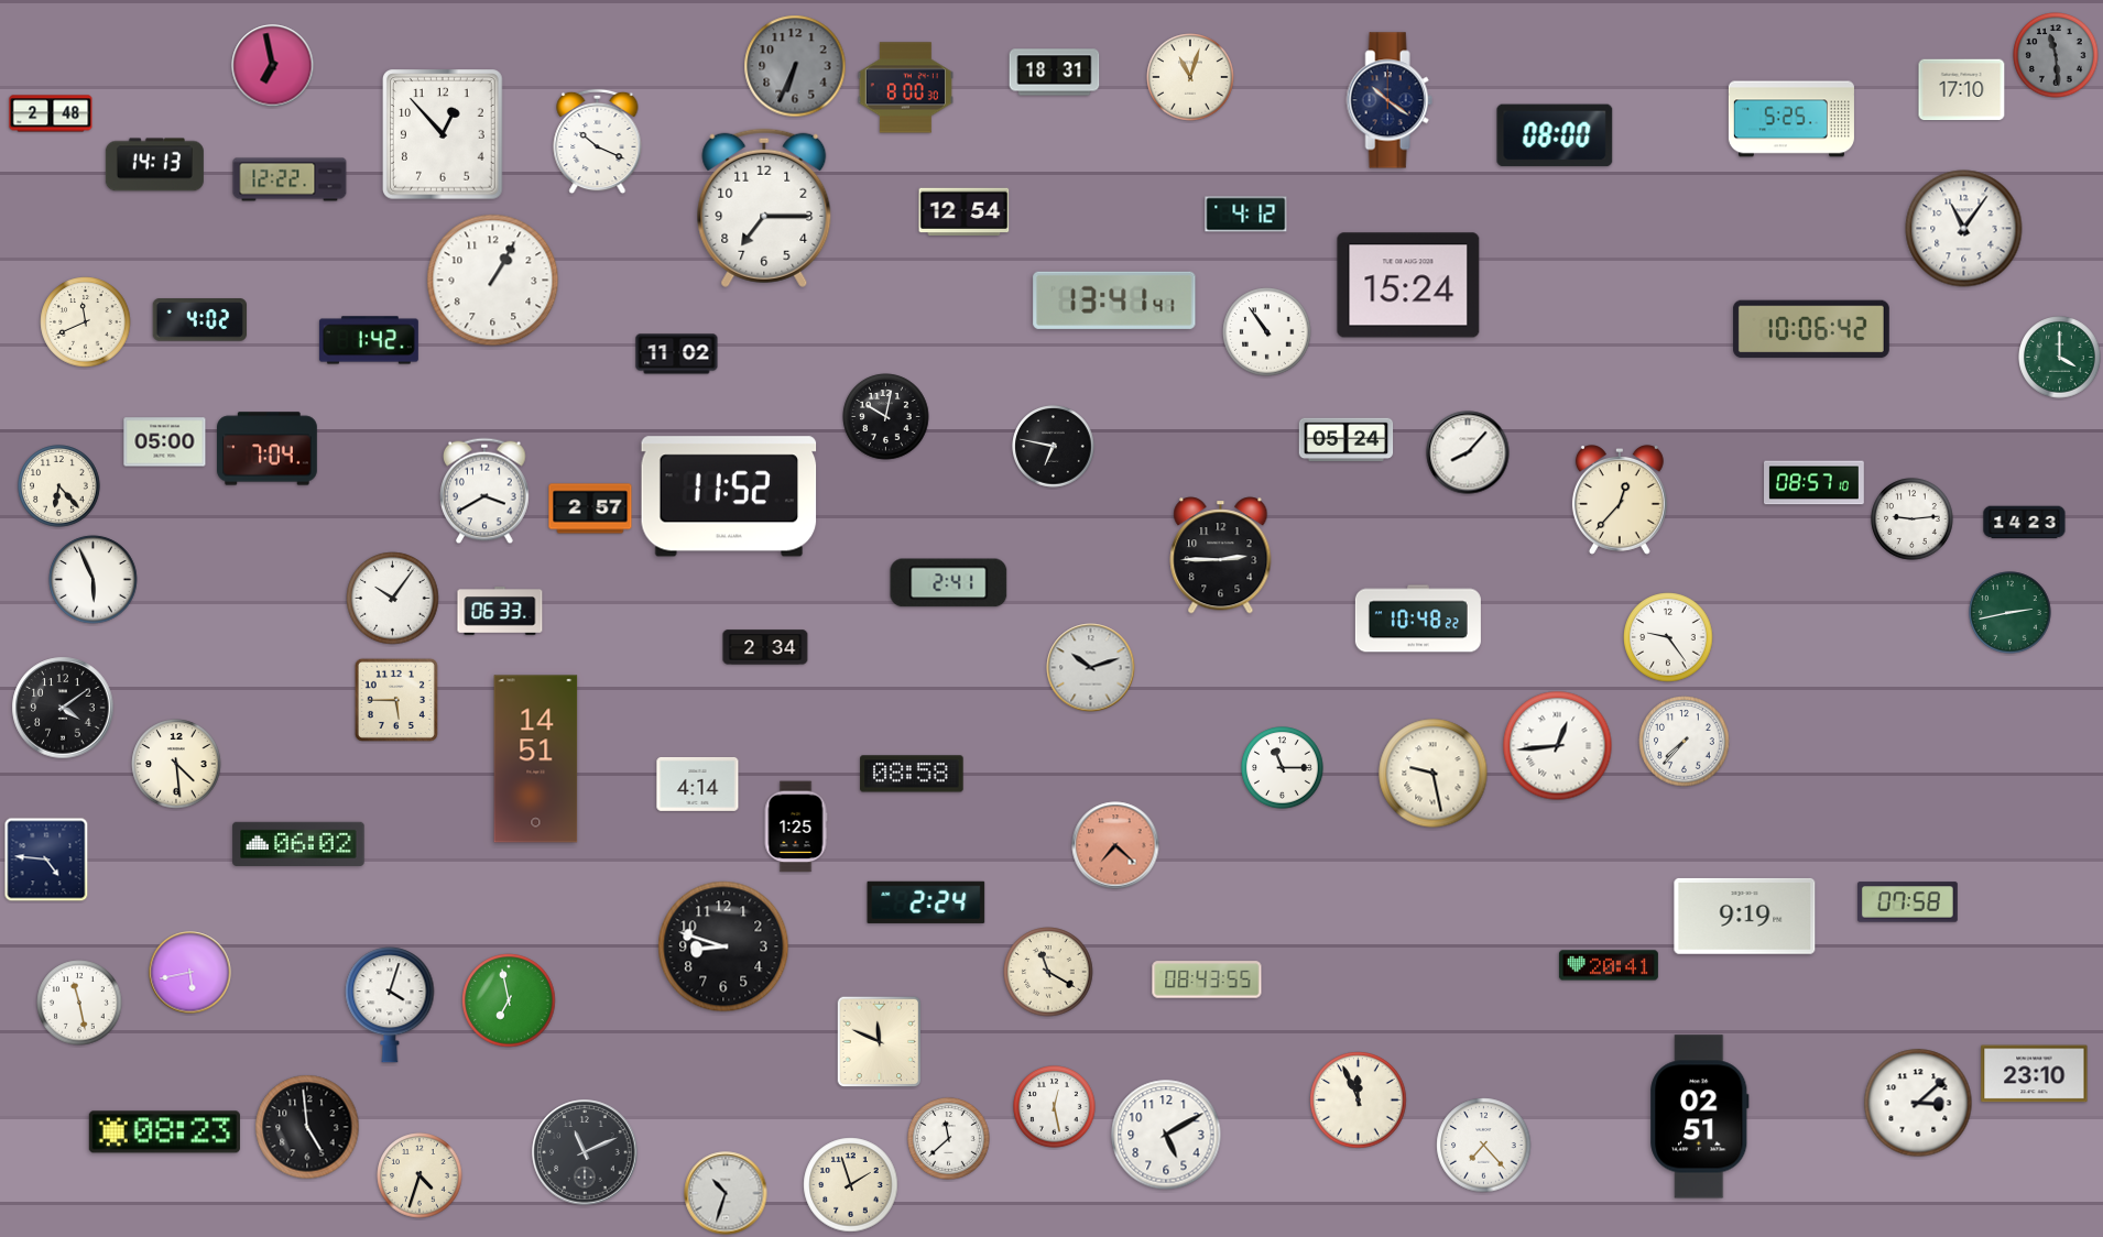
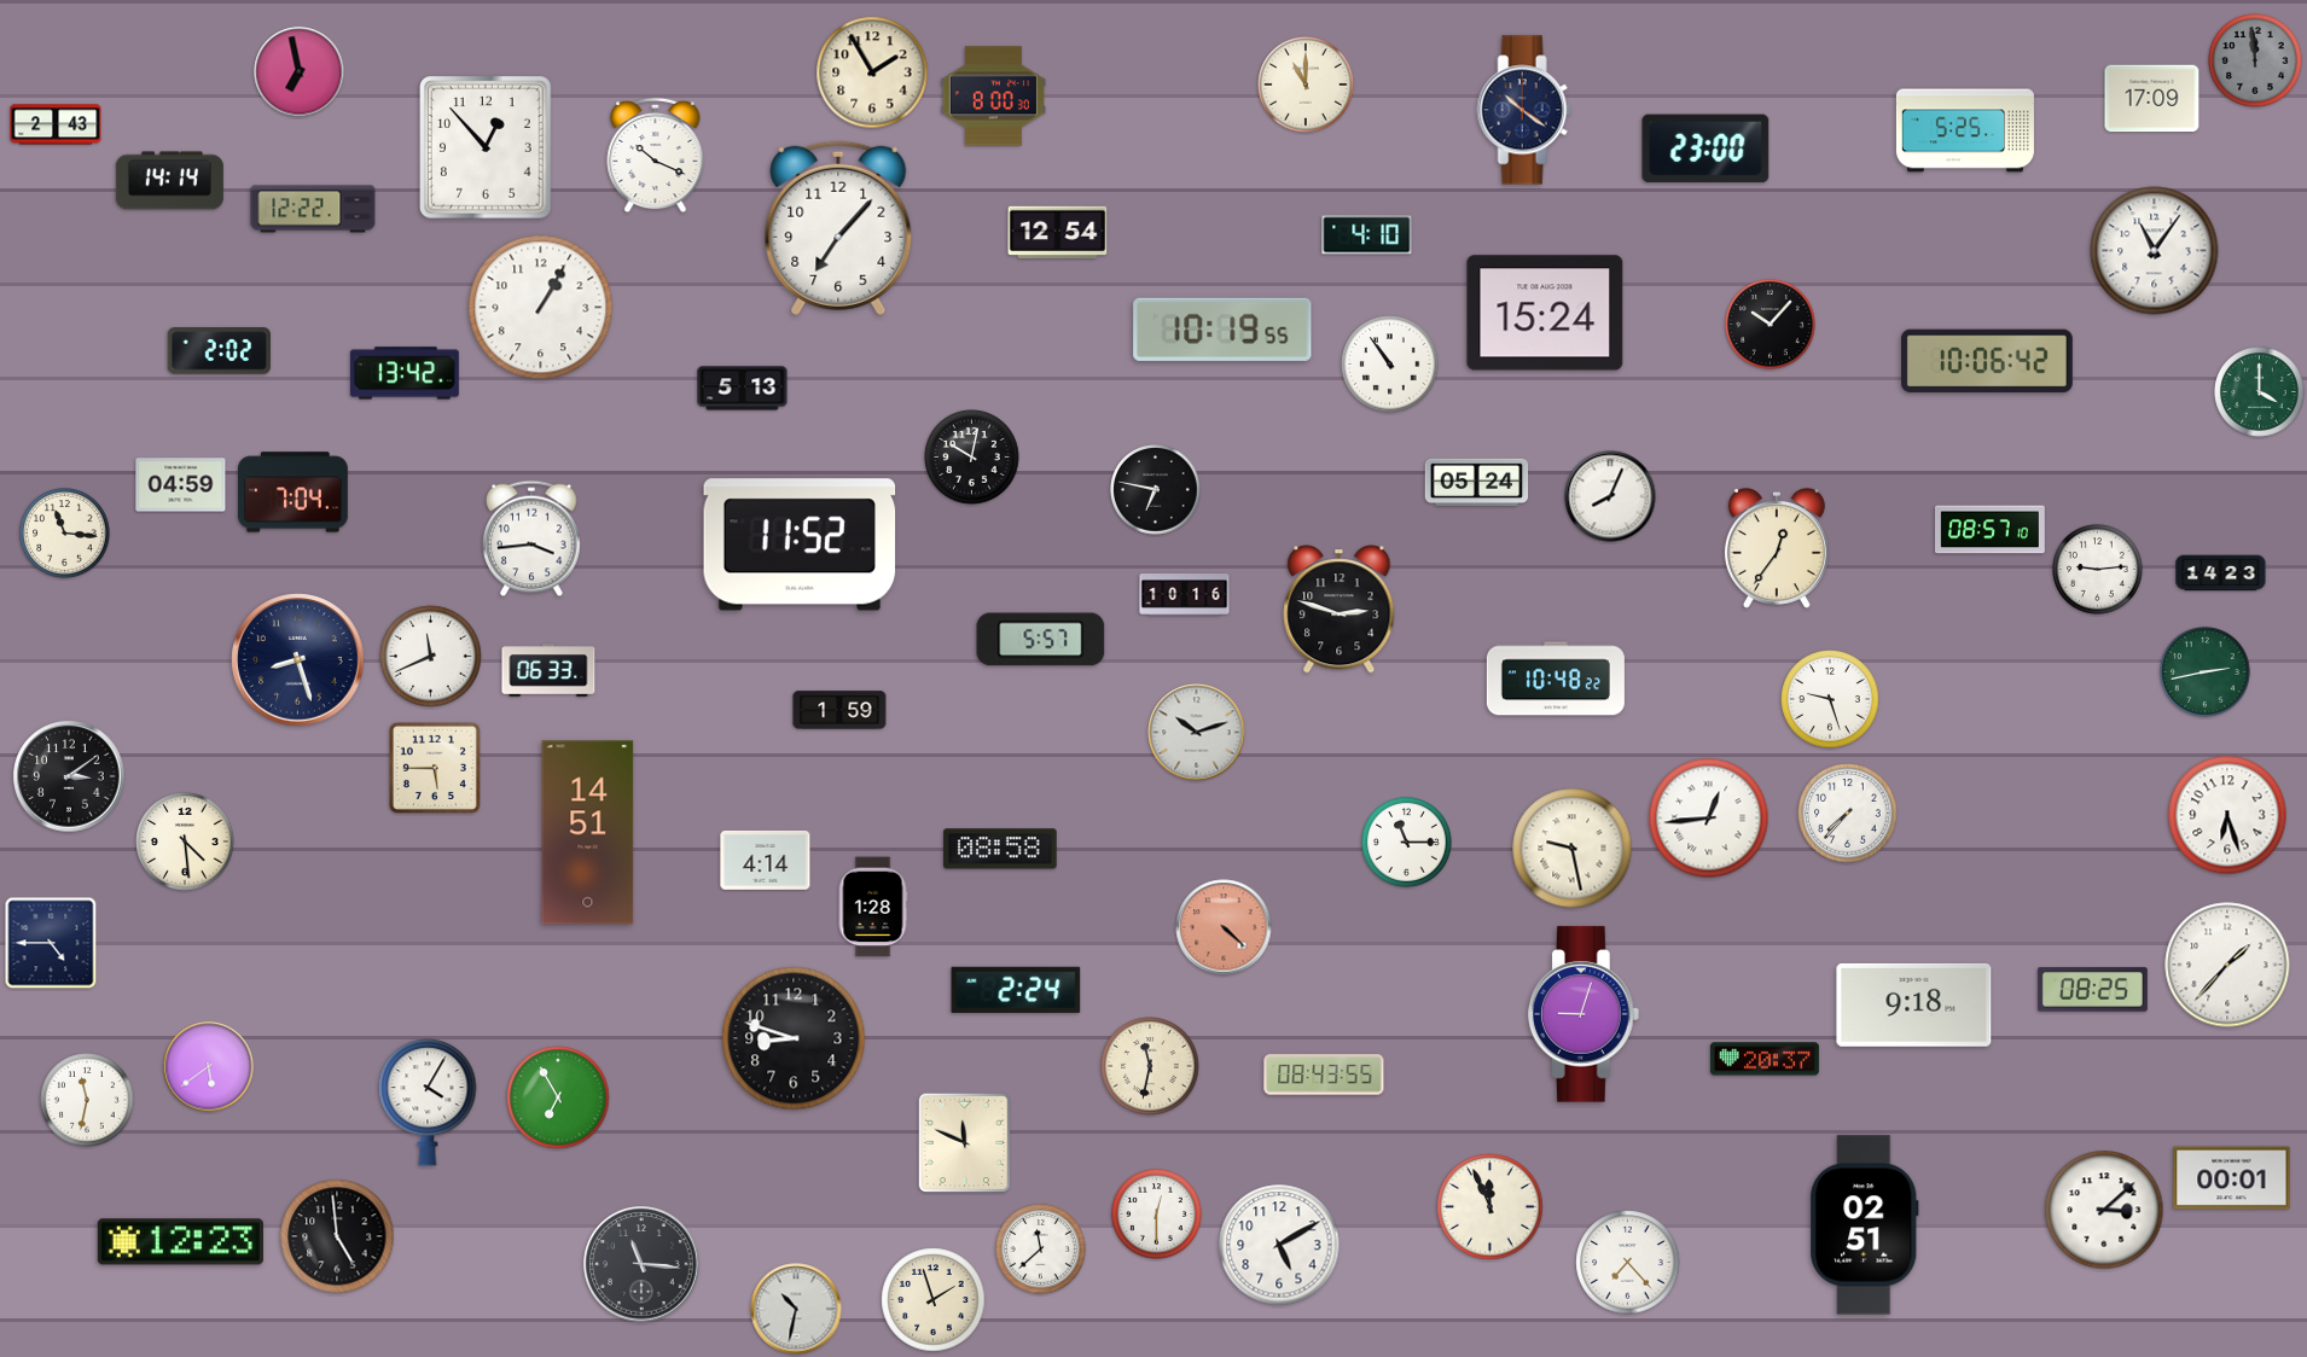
clock at (2056, 55): 11:29 -> 11:59
clock at (795, 66): 6:34 -> 1:55
clock at (795, 66) dial: grey -> cream
clock at (1055, 73): 18:31 -> none
clock at (1190, 77): 11:03 -> 11:00
clock at (1962, 90): 17:10 -> 17:09
clock at (51, 113): 2:48 -> 2:43
clock at (1555, 135): 08:00 -> 23:00
clock at (154, 165): 14:13 -> 14:14
clock at (290, 179) position: (290, 179) -> (313, 209)
clock at (764, 208): 7:15 -> 7:07
clock at (1246, 215): 4:12 -> 4:10
clock at (1771, 325): none -> 10:07
clock at (1114, 300): 13:41 -> 10:19
clock at (200, 320): 4:02 -> 2:02
clock at (86, 322): 11:41 -> none
clock at (369, 340): 1:42 -> 13:42
clock at (677, 354): 11:02 -> 5:13
clock at (165, 442): 05:00 -> 04:59
clock at (1468, 452): 8:07 -> 8:04
clock at (59, 486): 6:23 -> 11:16
clock at (484, 491): 3:40 -> 3:44
clock at (1620, 501): 12:37 -> 12:36
clock at (590, 508): 2:57 -> none
clock at (1185, 595): none -> 10:16
clock at (1221, 556): 2:45 -> 2:48
clock at (94, 580): 5:56 -> none
clock at (949, 583): 2:41 -> 5:57
clock at (393, 599): 10:06 -> 11:41
clock at (298, 660): none -> 8:27
clock at (1668, 637): 9:24 -> 9:27
clock at (765, 647): 2:34 -> 1:59
clock at (63, 708): 4:09 -> 3:09
clock at (2227, 815): none -> 6:27
clock at (176, 764) position: (176, 764) -> (185, 841)
clock at (796, 827): 1:25 -> 1:28
clock at (298, 844): 06:02 -> none
clock at (1115, 845): 7:22 -> 4:22
clock at (46, 860): 4:46 -> 4:45
clock at (2227, 965): none -> 1:37
clock at (1907, 902): 07:58 -> 08:25
clock at (1745, 916): 9:19 -> 9:18
clock at (1585, 1014): none -> 9:03
clock at (1609, 965): 20:41 -> 20:37
clock at (1048, 972): 11:20 -> 11:32
clock at (190, 973): 5:43 -> 5:39
clock at (509, 1000): 6:58 -> 6:55
clock at (79, 1003): 11:28 -> 11:32
clock at (390, 1006): 4:03 -> 4:05
clock at (2035, 1074): 23:10 -> 00:01
clock at (1055, 1107): 12:28 -> 12:30
clock at (164, 1132): 08:23 -> 12:23
clock at (1484, 1146) position: (1484, 1146) -> (1628, 1263)
clock at (585, 1152): 11:11 -> 11:16
clock at (419, 1175): 4:33 -> none
clock at (726, 1193): 10:33 -> 10:32
